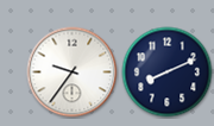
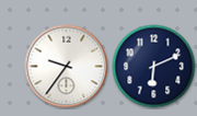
clock at (168, 73): 8:11 -> 6:11
